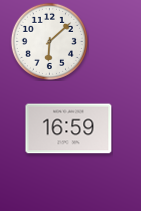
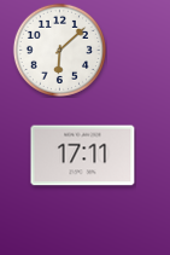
clock at (69, 129): 16:59 -> 17:11
